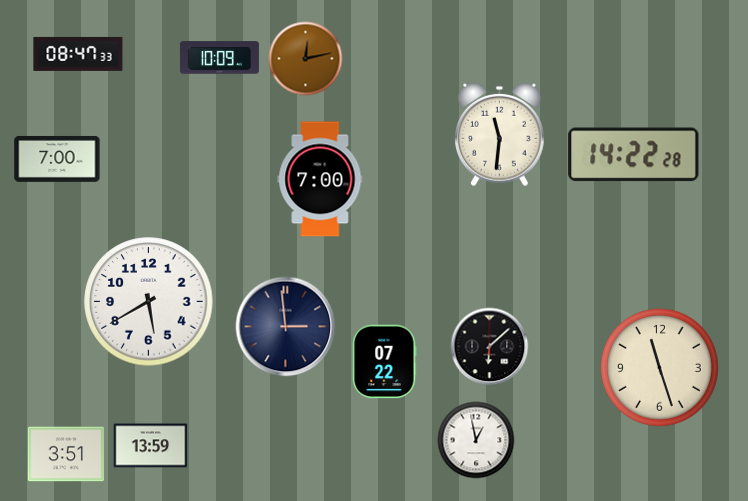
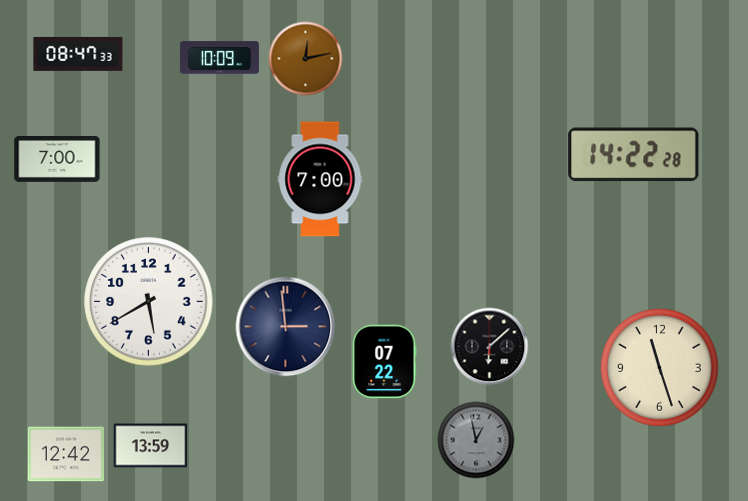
clock at (500, 135): 11:31 -> none
clock at (476, 440) dial: white -> grey
clock at (65, 454): 3:51 -> 12:42
